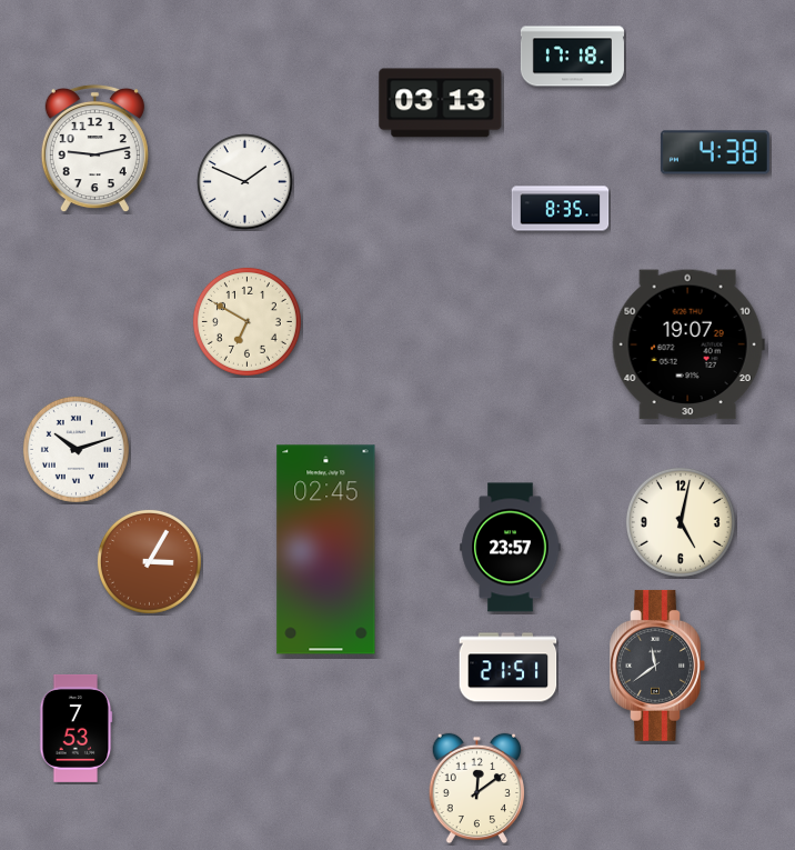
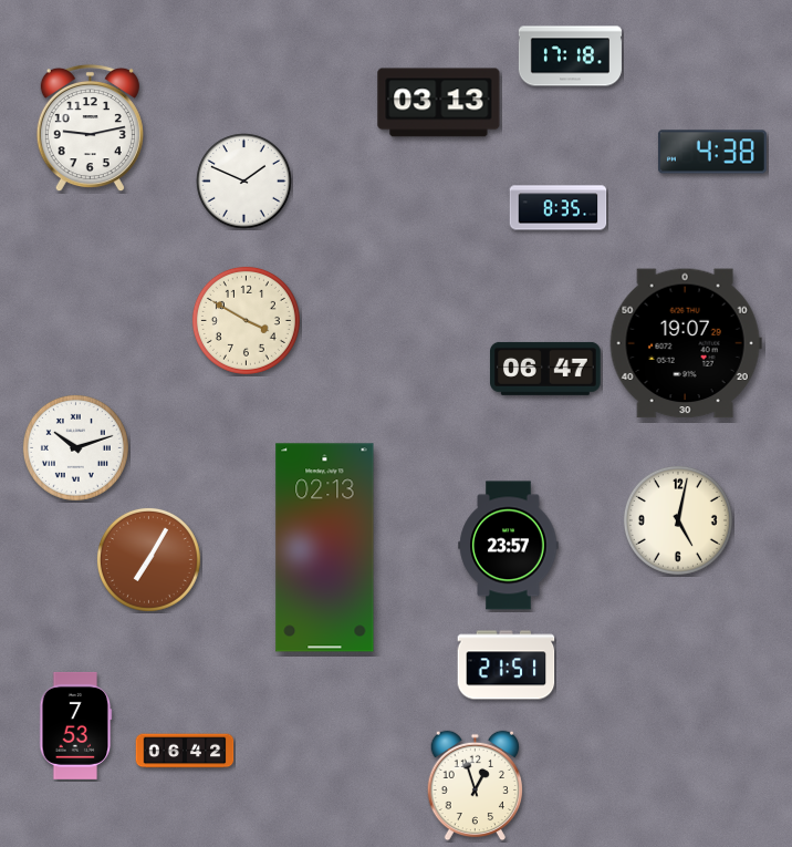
clock at (94, 149) position: (94, 149) -> (90, 128)
clock at (246, 321): 6:50 -> 3:50
clock at (546, 369): none -> 06:47
clock at (326, 550): 02:45 -> 02:13
clock at (149, 561): 3:05 -> 7:05
clock at (657, 666): 11:39 -> none
clock at (185, 751): none -> 06:42
clock at (476, 789): 12:09 -> 12:57
